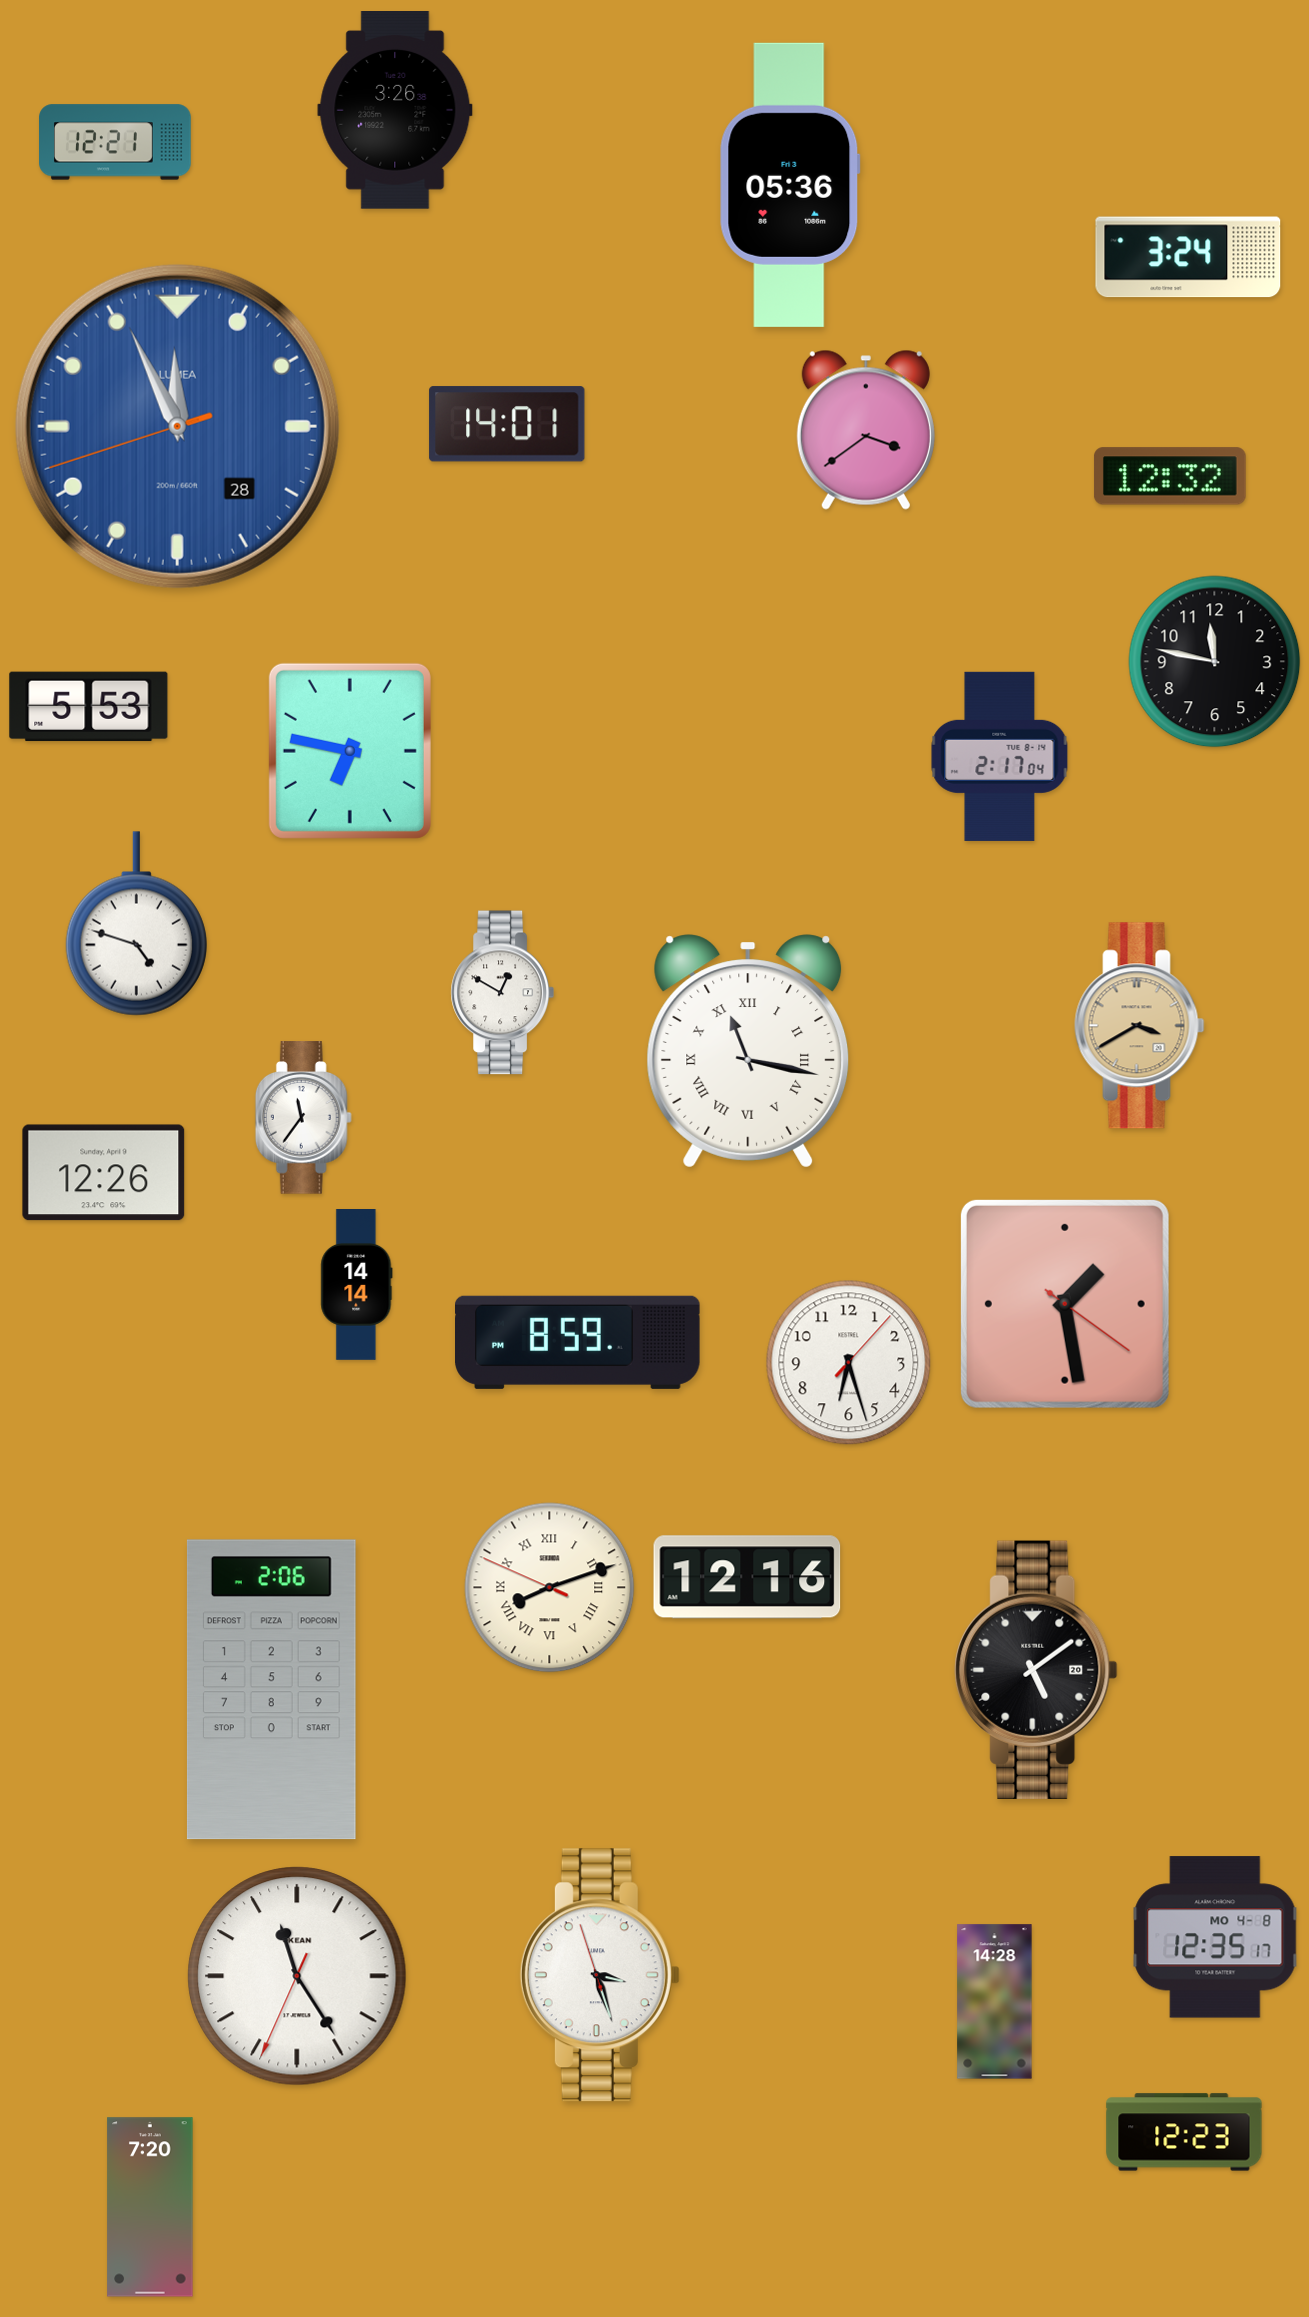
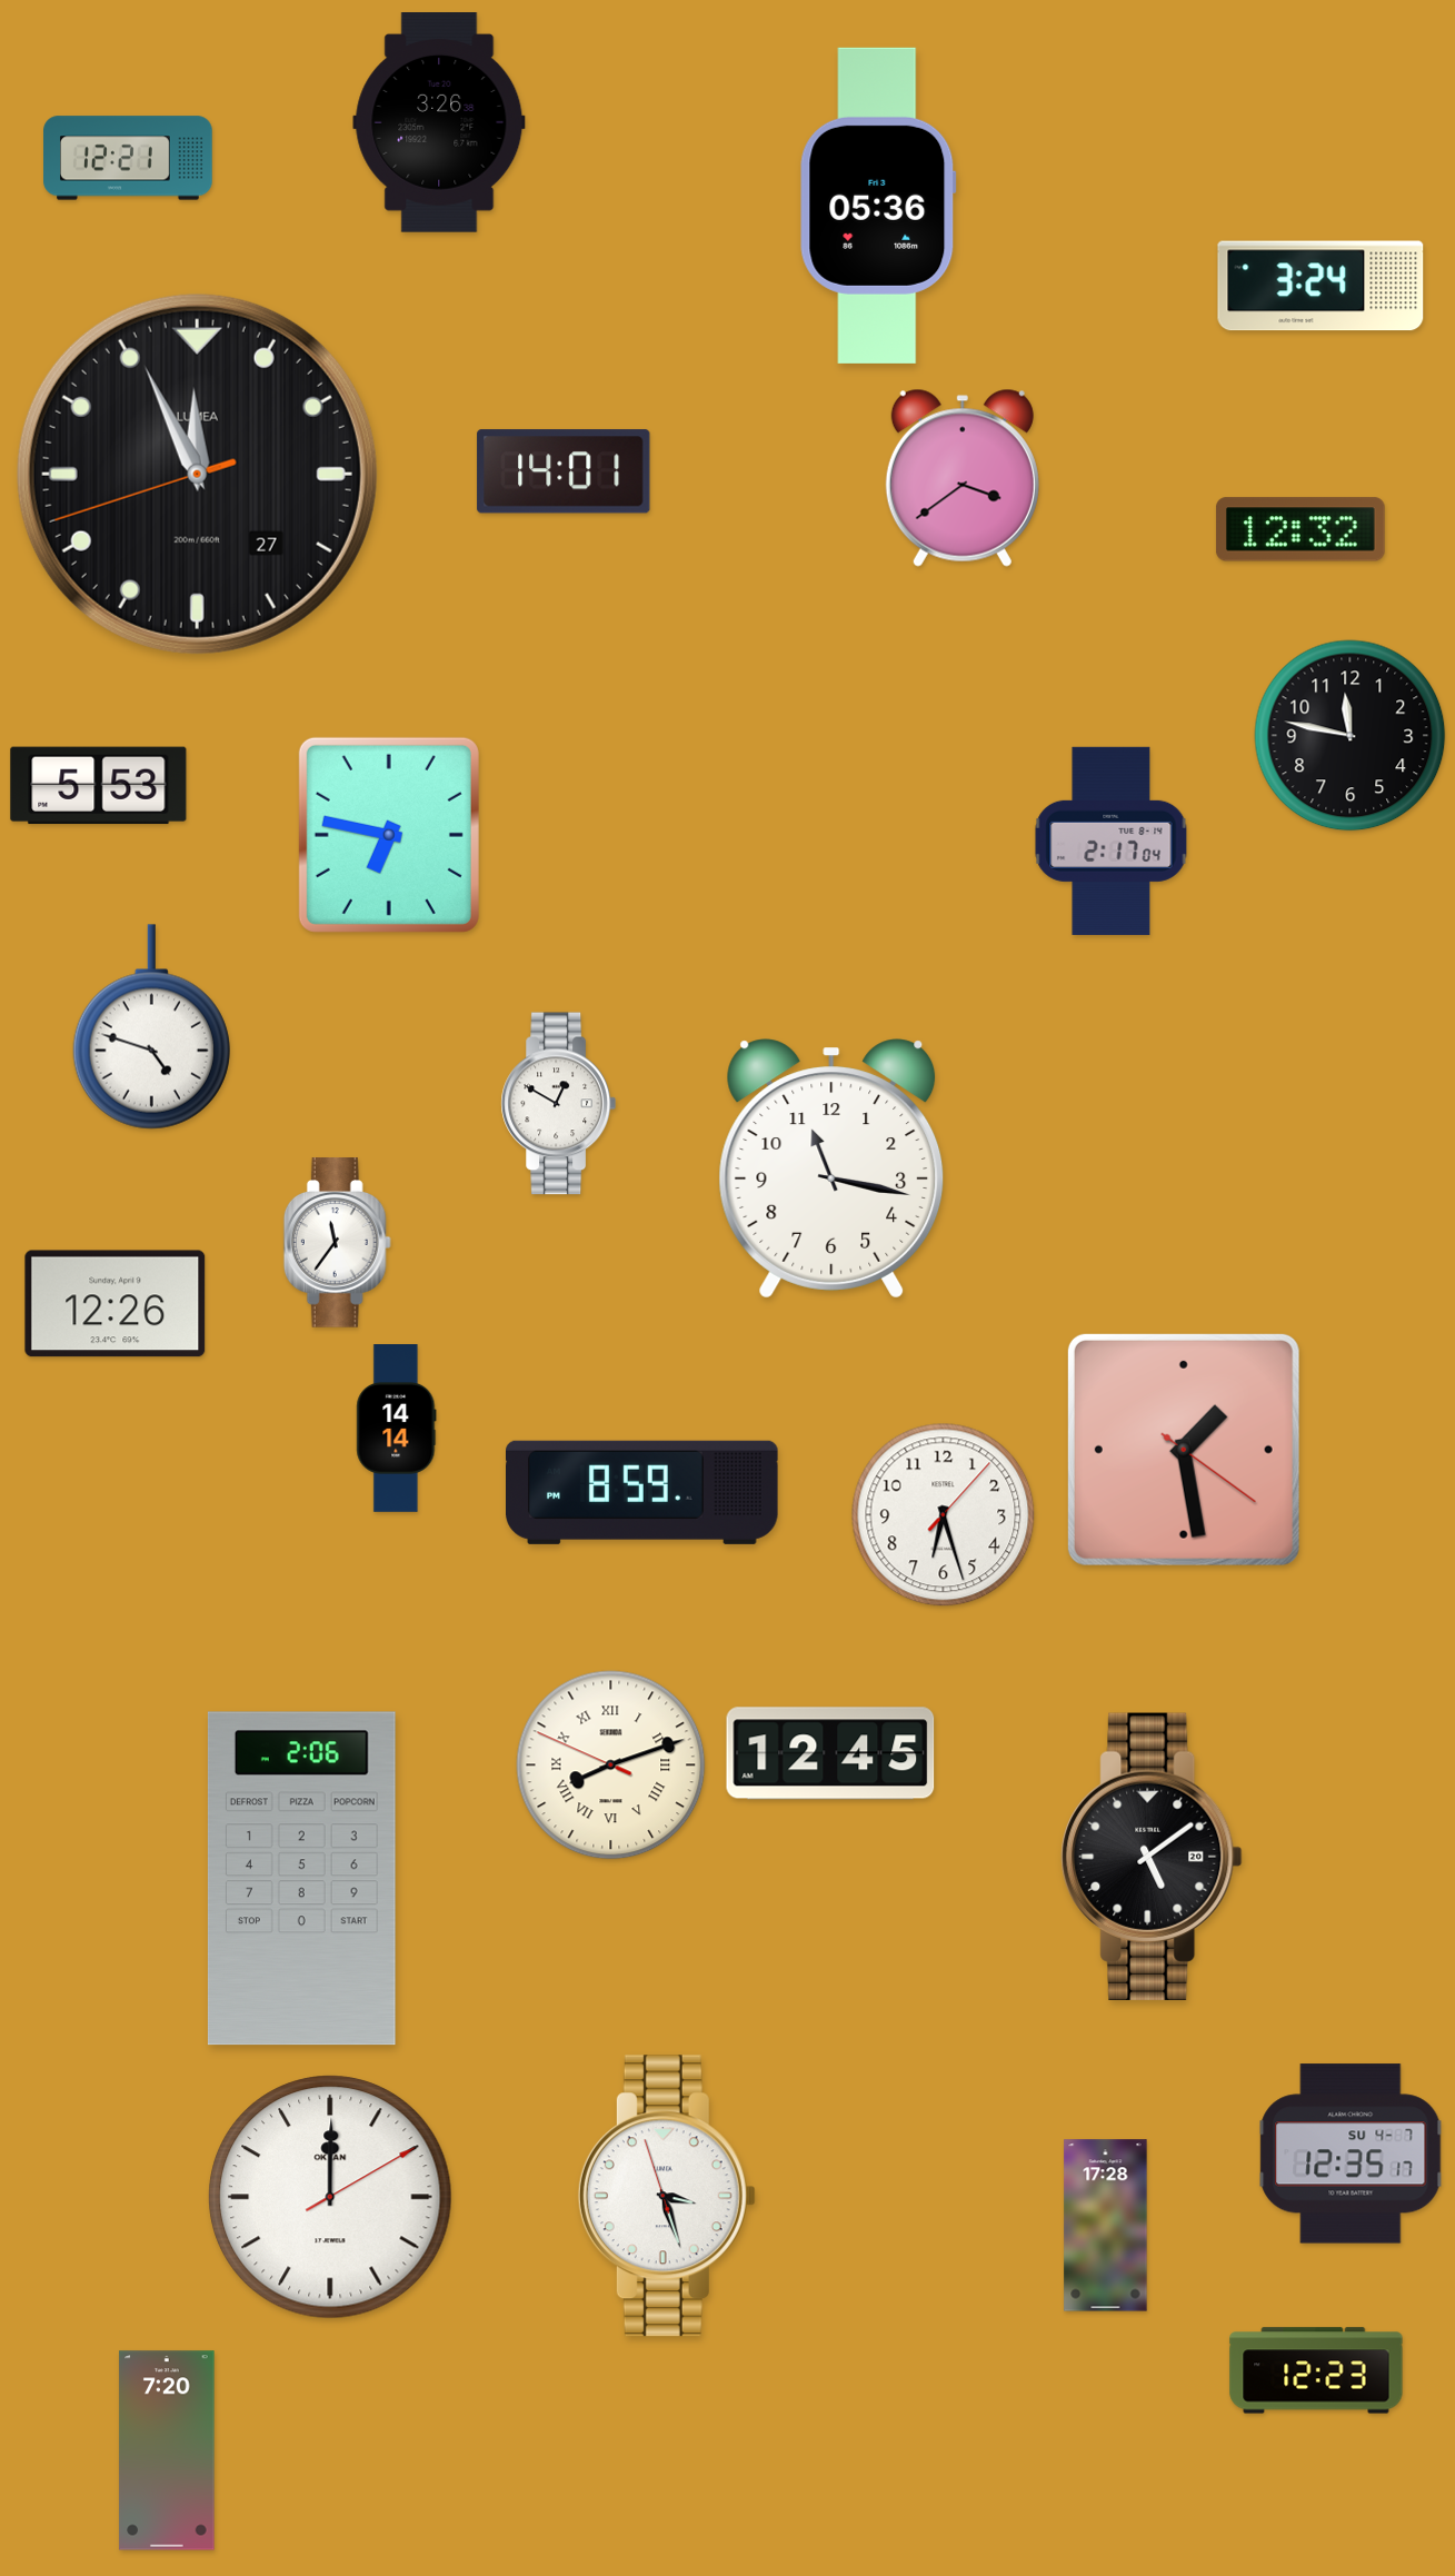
clock at (177, 426) date: 28 -> 27
clock at (177, 426) dial: blue -> black
clock at (1140, 1026): 3:40 -> none
clock at (748, 1051) numerals: Roman -> Arabic
clock at (747, 1577): 12:16 -> 12:45
clock at (1215, 1937) date: MO 4-8 -> SU 4-7
clock at (297, 1976): 11:24 -> 12:00
clock at (995, 2002): 14:28 -> 17:28
clock at (150, 2207) position: (150, 2207) -> (167, 2450)
